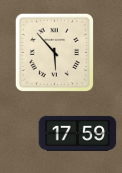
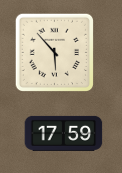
clock at (77, 133) position: (77, 133) -> (63, 133)
